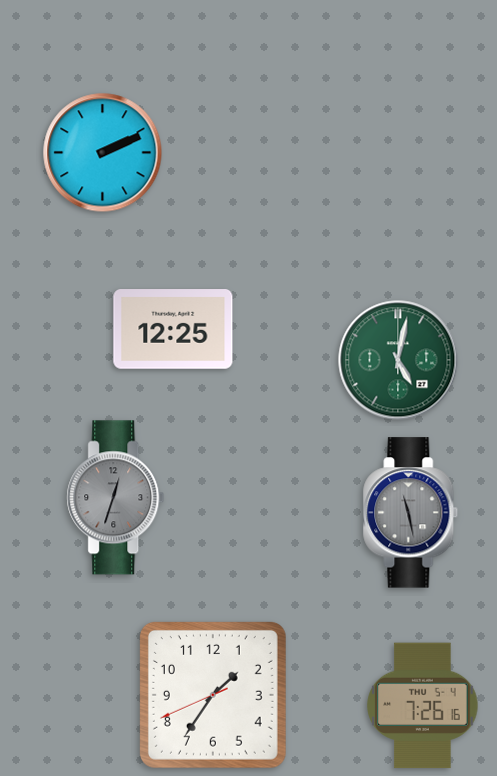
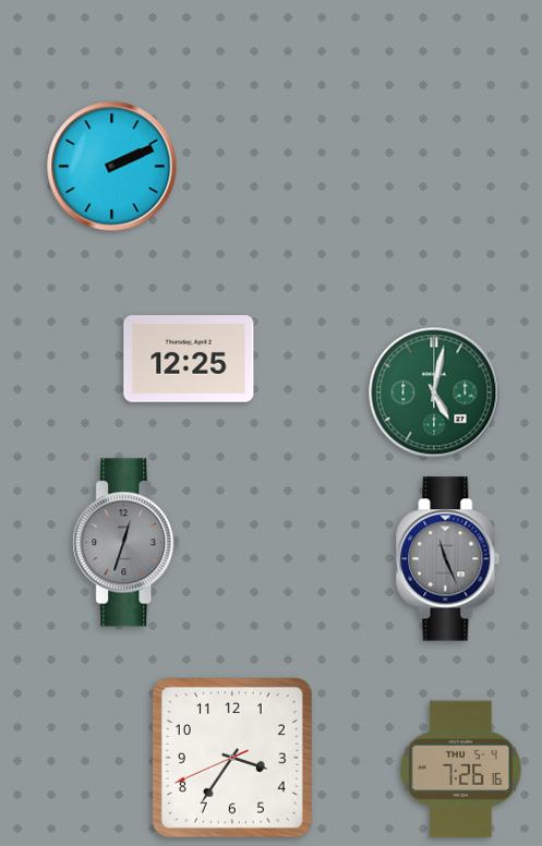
clock at (411, 513): 11:28 -> 11:26
clock at (213, 695): 1:35 -> 3:35
